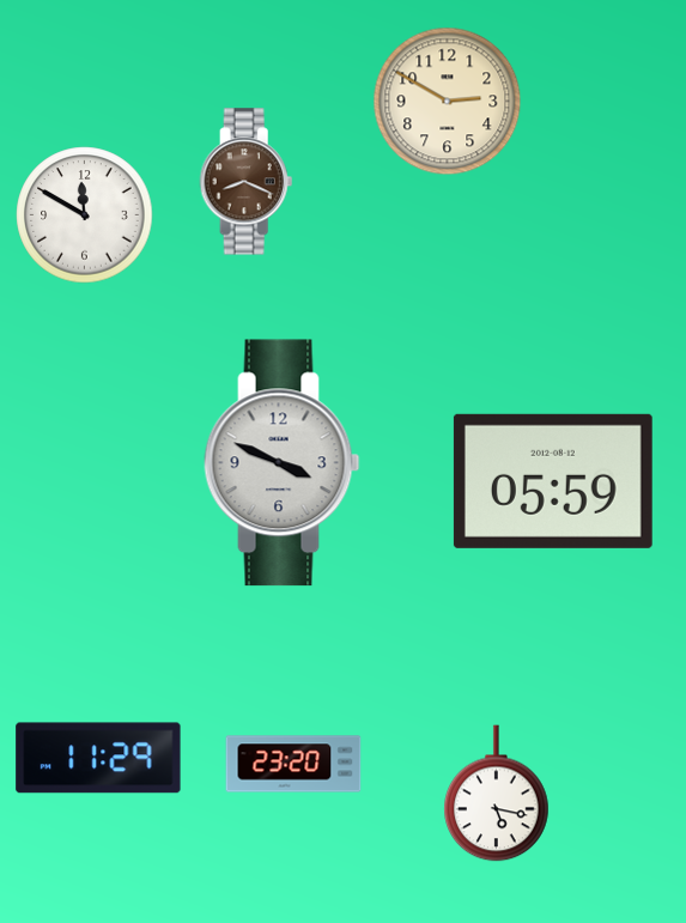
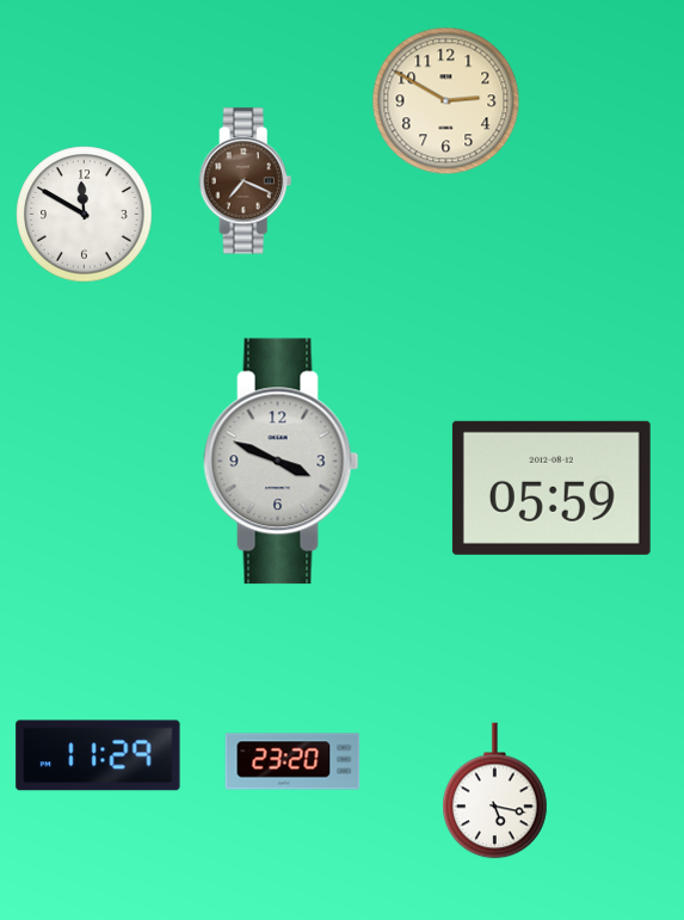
clock at (247, 182): 8:19 -> 7:19
clock at (553, 481) position: (553, 481) -> (551, 488)
